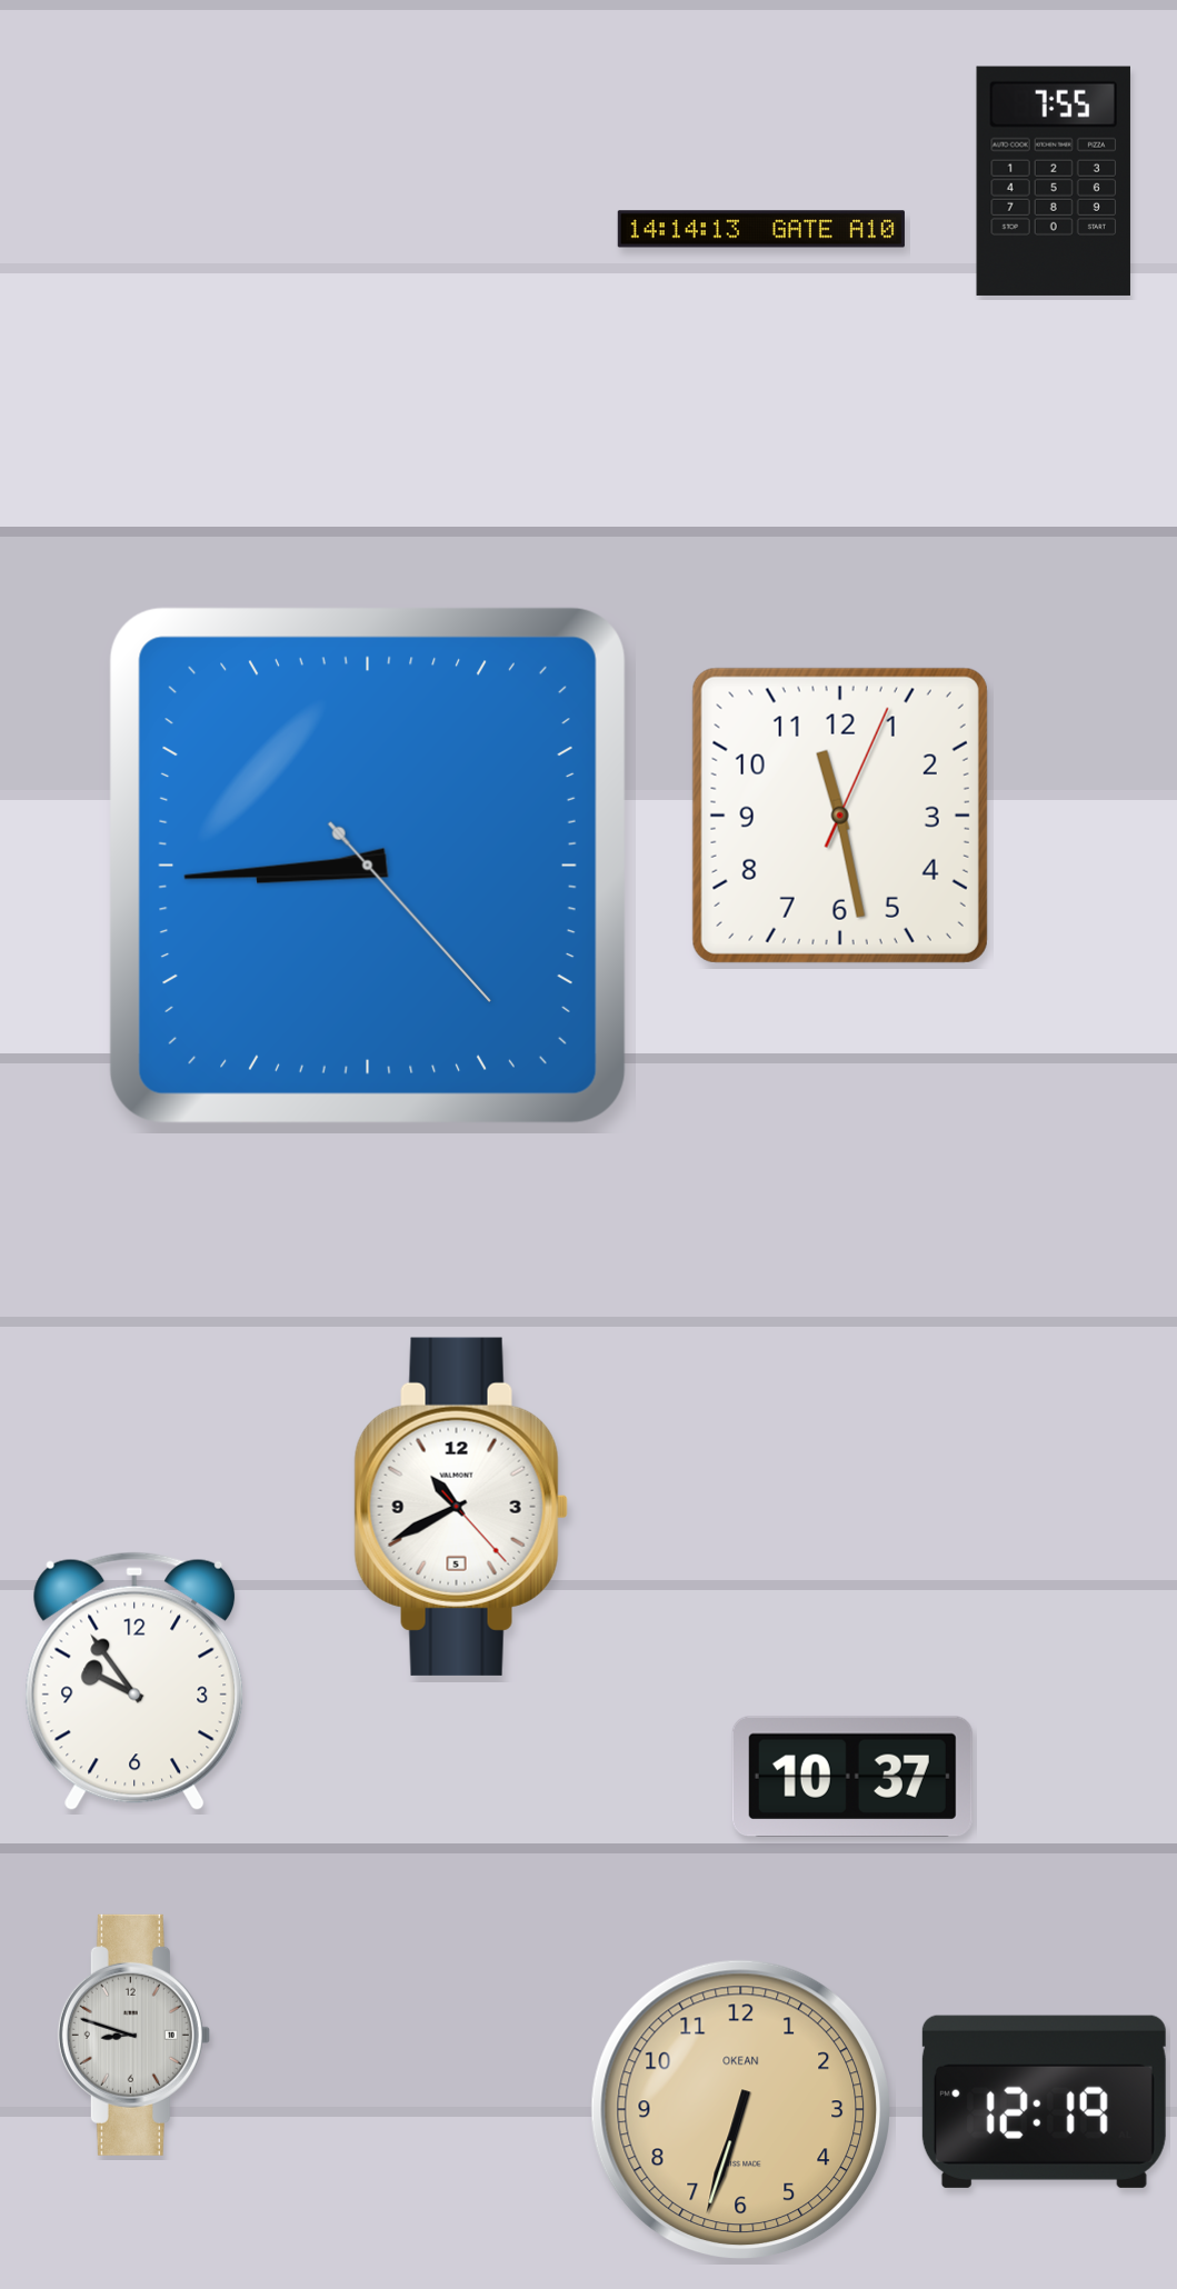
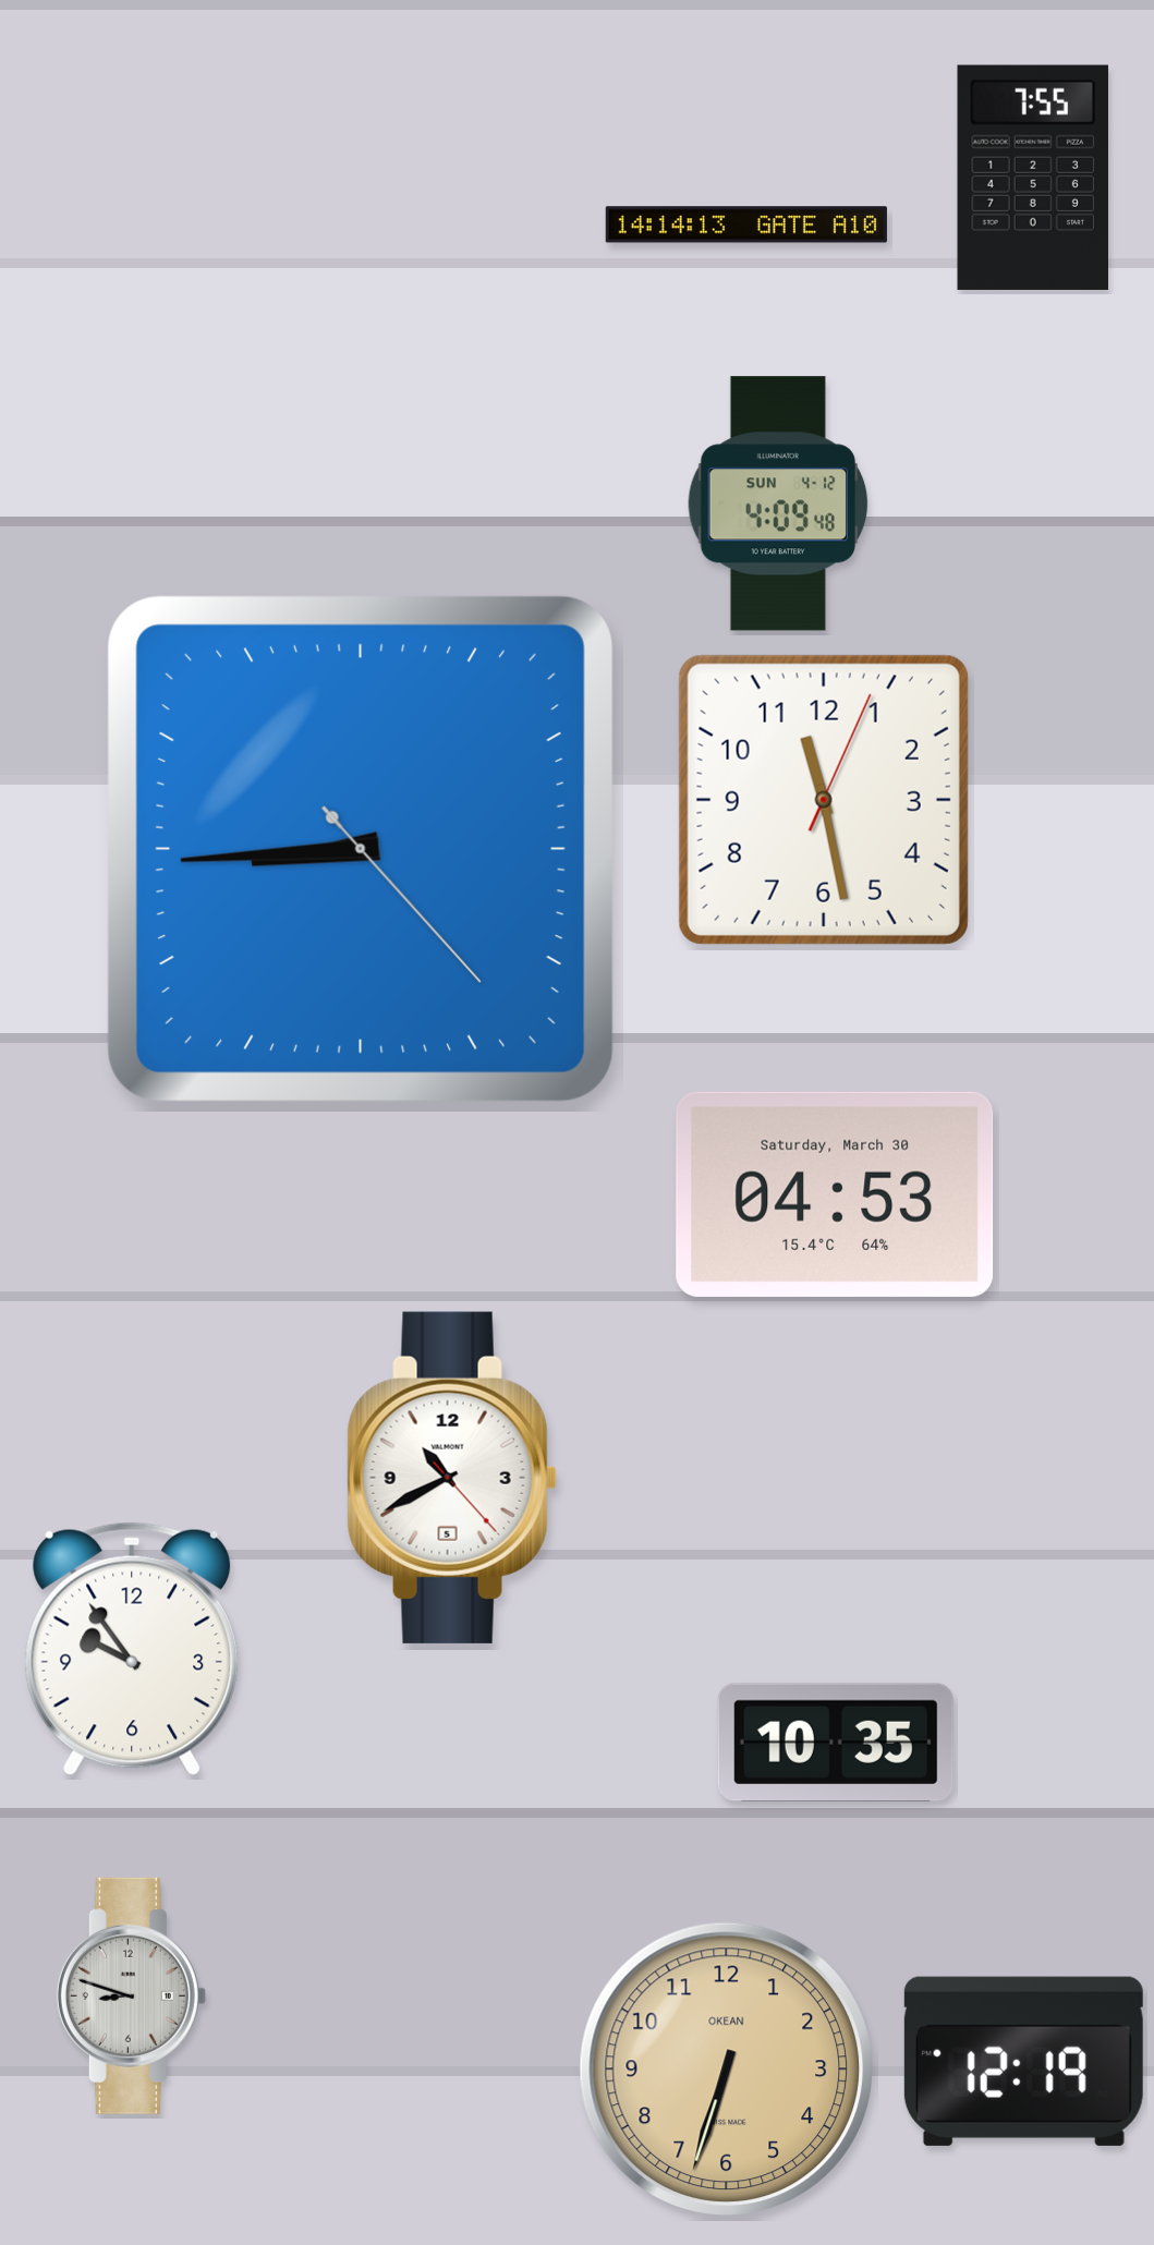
clock at (777, 503): none -> 4:09
clock at (835, 1194): none -> 04:53
clock at (852, 1776): 10:37 -> 10:35
